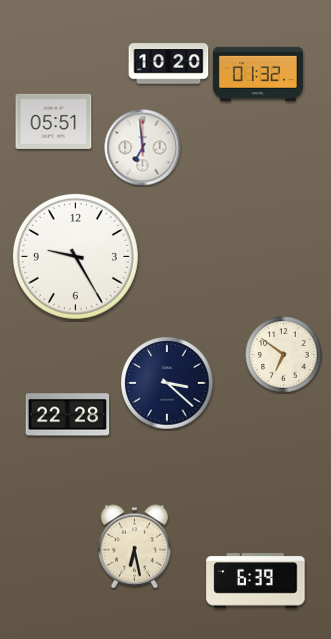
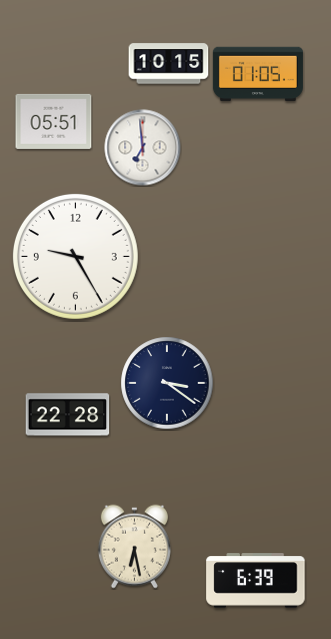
clock at (169, 64): 10:20 -> 10:15
clock at (258, 74): 01:32 -> 01:05
clock at (284, 355): 6:51 -> none
clock at (167, 383): 3:22 -> 3:21
